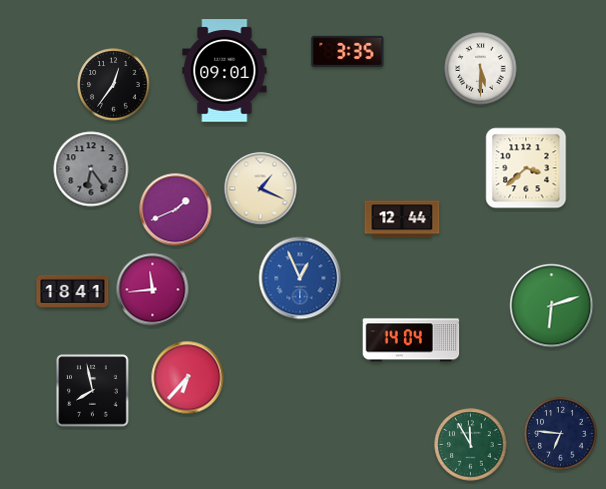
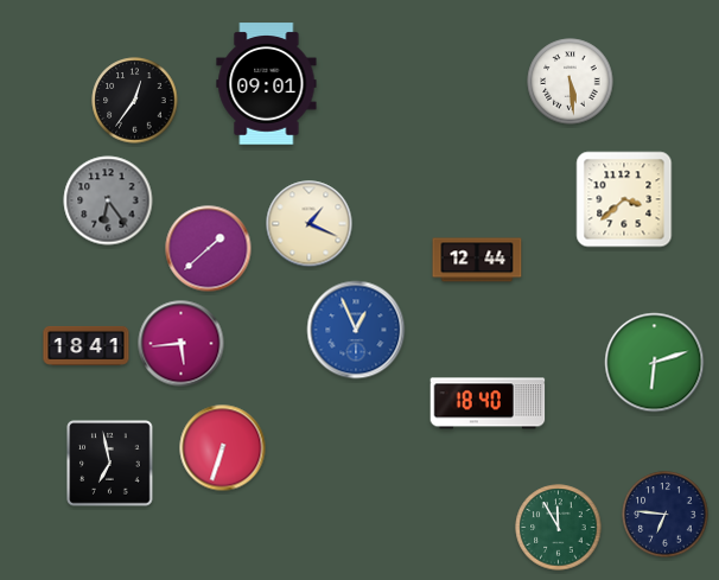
clock at (348, 51): 3:35 -> none
clock at (481, 69): 5:30 -> 5:29
clock at (176, 210): 1:41 -> 1:38
clock at (153, 290): 11:44 -> 5:44
clock at (411, 340): 14:04 -> 18:40
clock at (188, 378): 6:37 -> 6:33
clock at (93, 391): 7:58 -> 6:58
